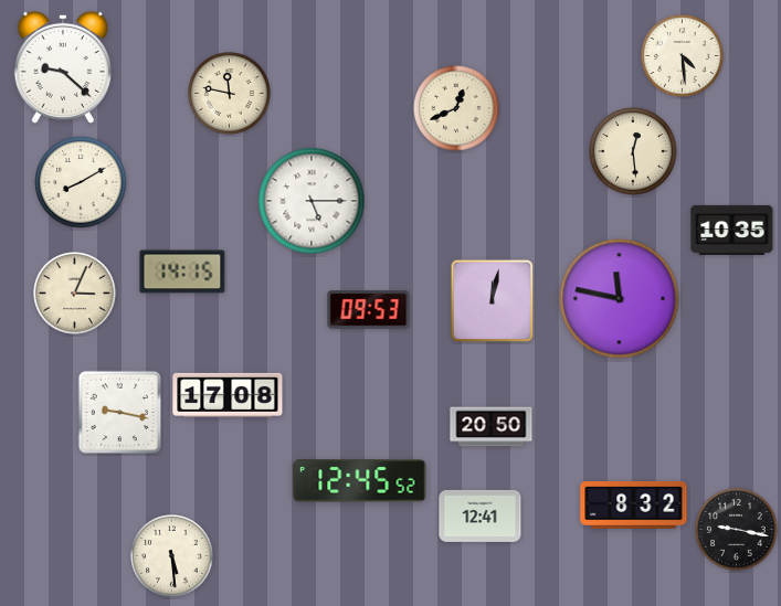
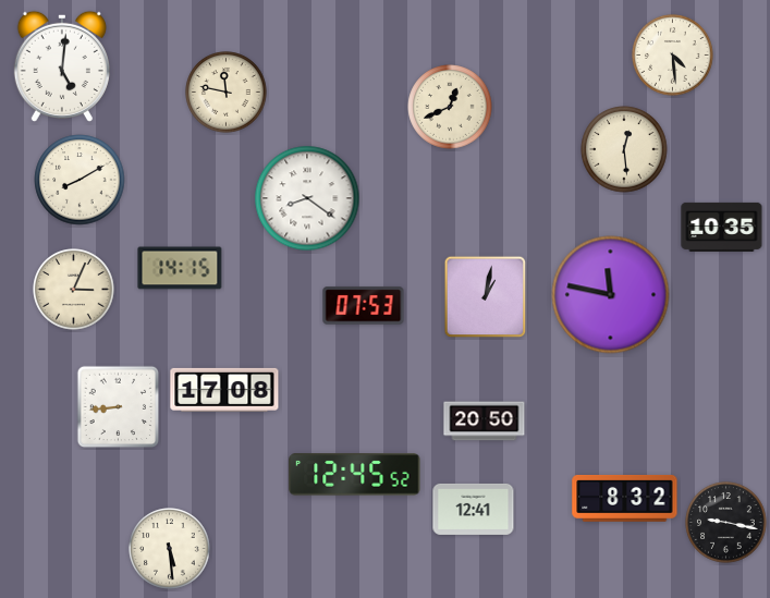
clock at (63, 67): 9:22 -> 5:01
clock at (312, 201): 5:15 -> 8:21
clock at (493, 301): 12:02 -> 1:02
clock at (369, 310): 09:53 -> 07:53
clock at (120, 413): 9:17 -> 8:44
